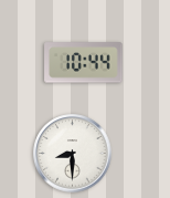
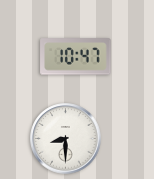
clock at (84, 63): 10:44 -> 10:47
